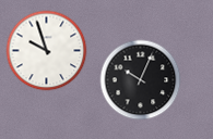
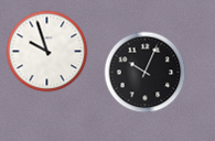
clock at (141, 80) position: (141, 80) -> (146, 73)
